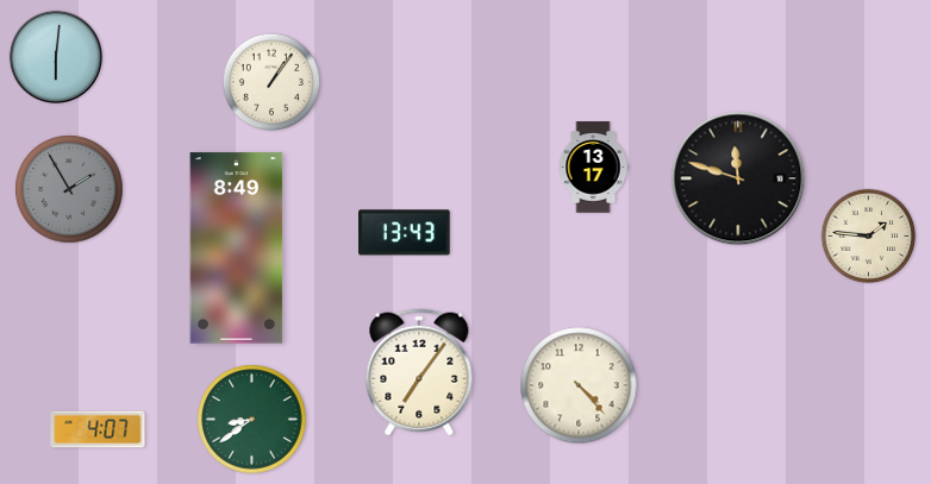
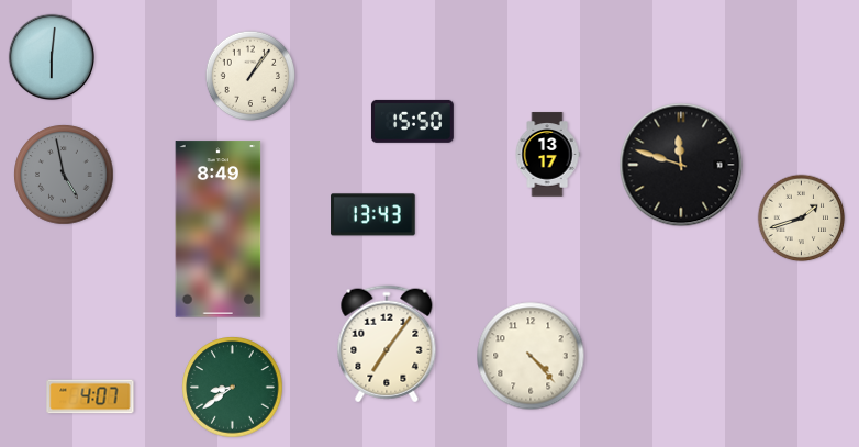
clock at (55, 56) position: (55, 56) -> (51, 56)
clock at (412, 121): none -> 15:50
clock at (69, 189): 1:55 -> 4:58
clock at (869, 237): 1:46 -> 1:42
clock at (579, 385) position: (579, 385) -> (531, 356)
